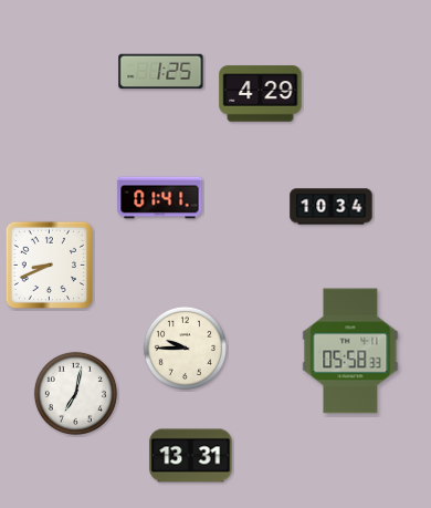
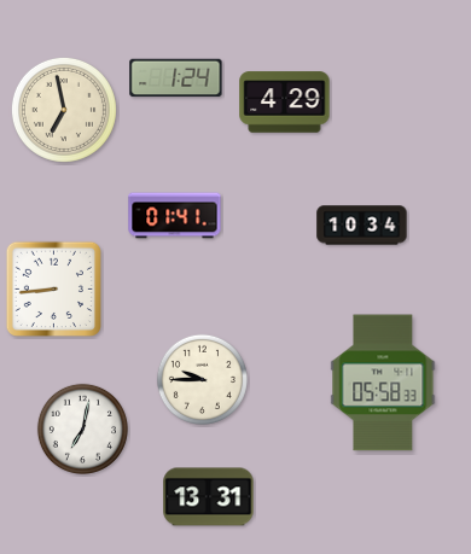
clock at (161, 72): 1:25 -> 1:24
clock at (64, 110): none -> 6:58
clock at (49, 265): 8:41 -> 8:44
